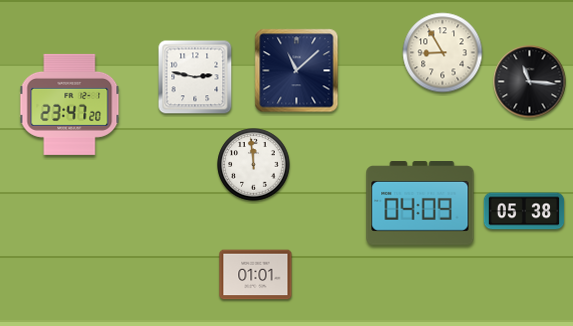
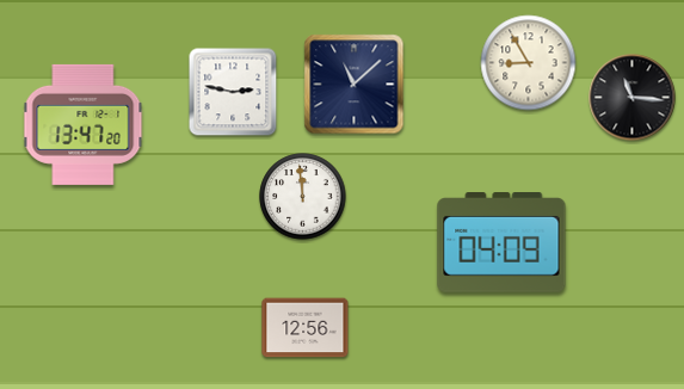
clock at (70, 104): 23:47 -> 13:47
clock at (524, 211): 05:38 -> none
clock at (256, 275): 01:01 -> 12:56
